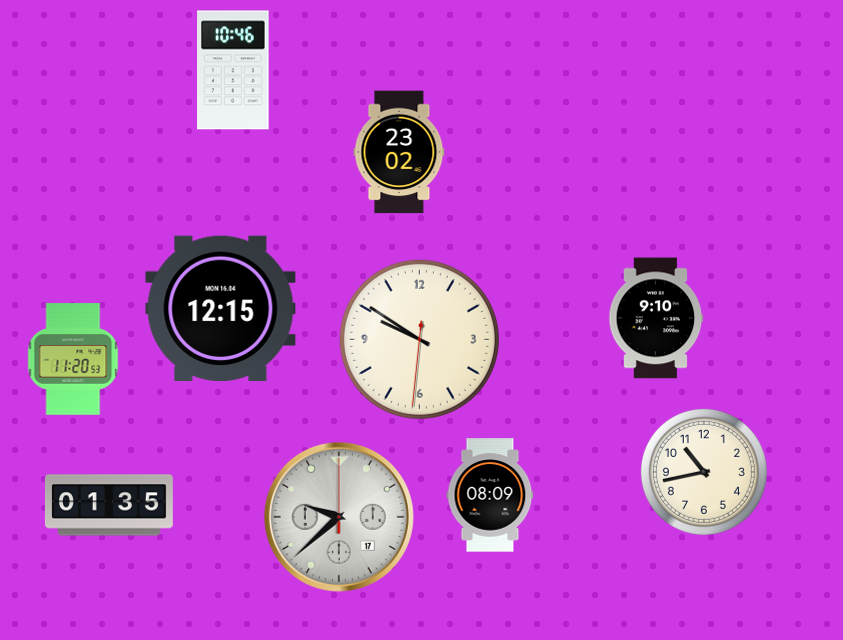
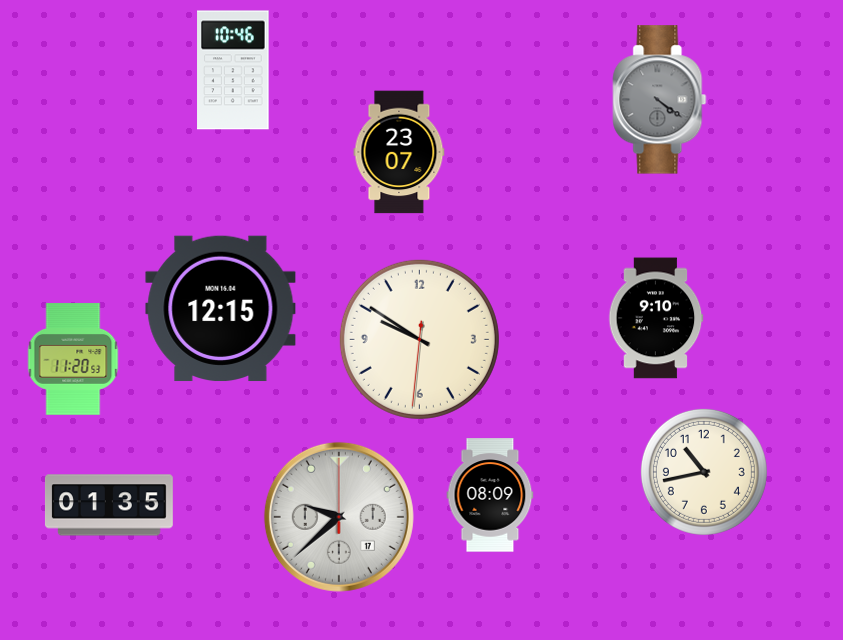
clock at (660, 100): none -> 4:21
clock at (399, 152): 23:02 -> 23:07
